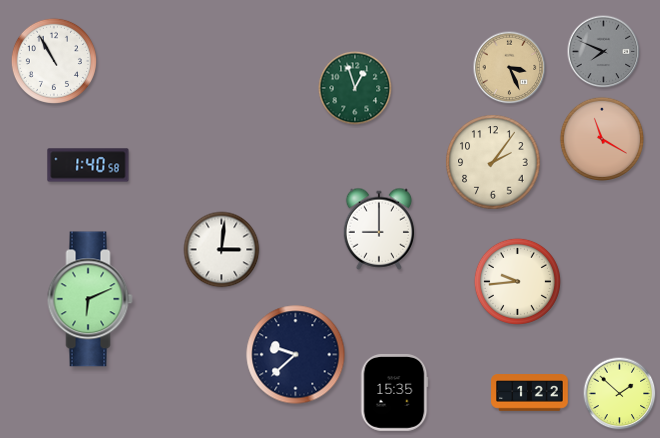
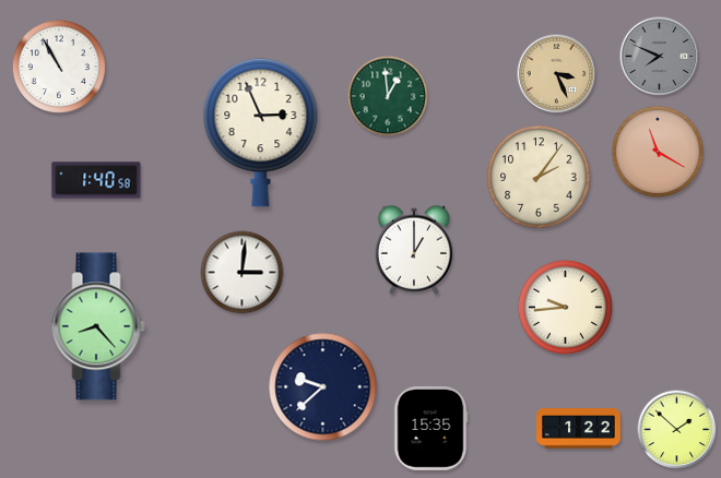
clock at (355, 88): 12:57 -> 12:59
clock at (261, 133): none -> 2:56
clock at (379, 229): 9:00 -> 1:00
clock at (90, 299): 6:11 -> 8:23
